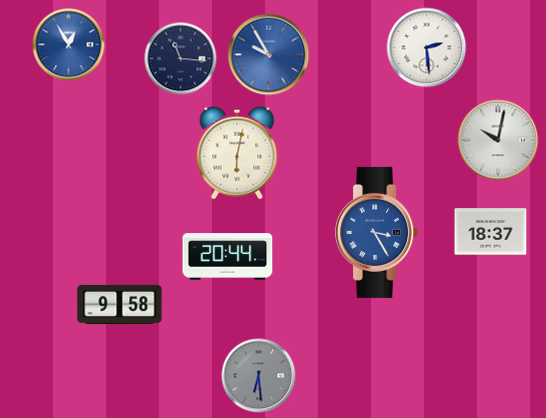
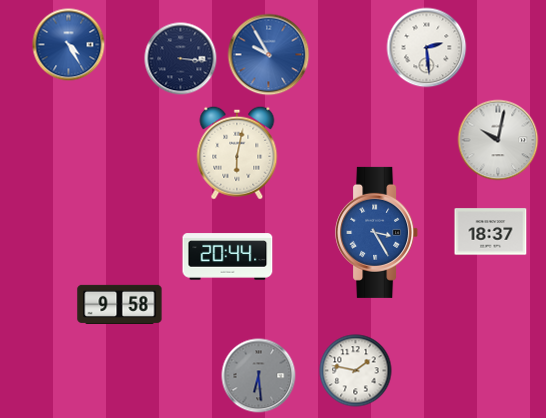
clock at (69, 45): 12:55 -> 4:25
clock at (181, 59): 11:16 -> 3:16
clock at (356, 371): none -> 1:47
